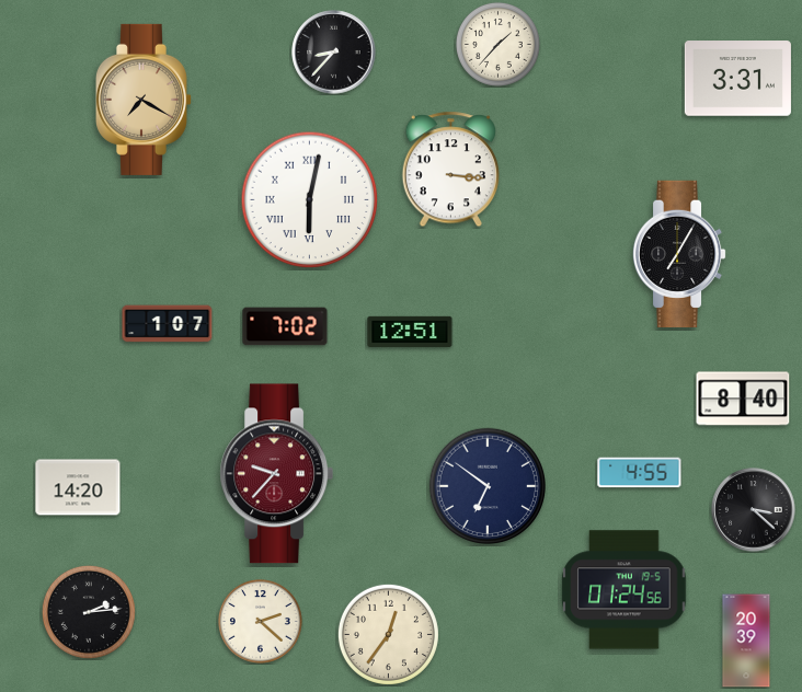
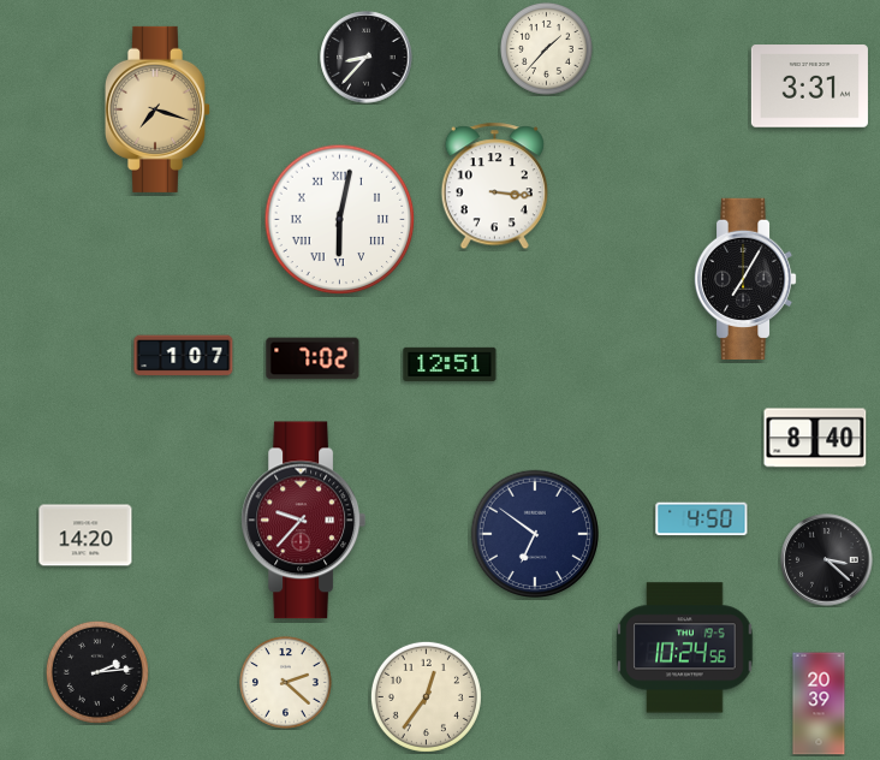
clock at (142, 100): 7:20 -> 7:18
clock at (640, 473): 4:55 -> 4:50
clock at (625, 590): 01:24 -> 10:24
